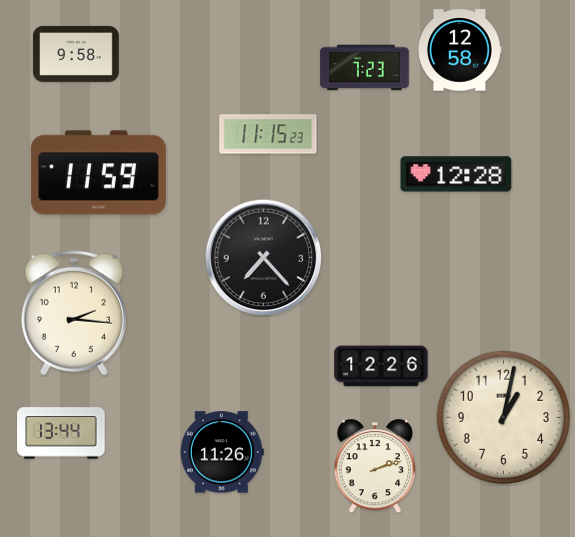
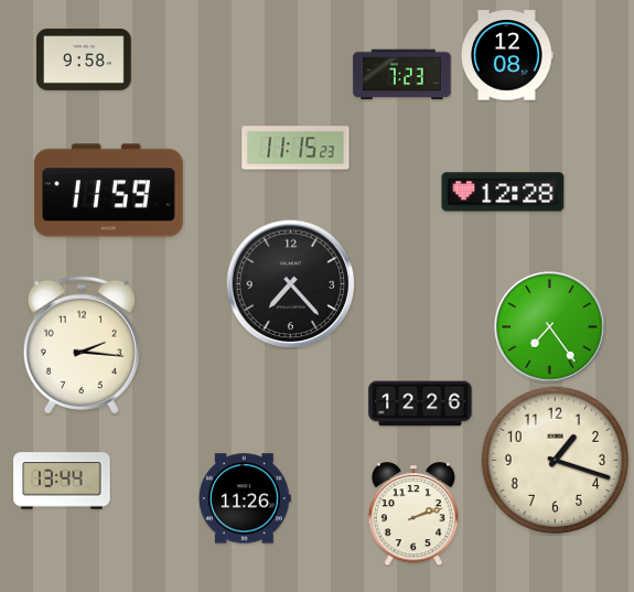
clock at (460, 50): 12:58 -> 12:08
clock at (550, 327): none -> 7:24
clock at (503, 417): 1:02 -> 1:18
clock at (61, 433) position: (61, 433) -> (62, 481)
